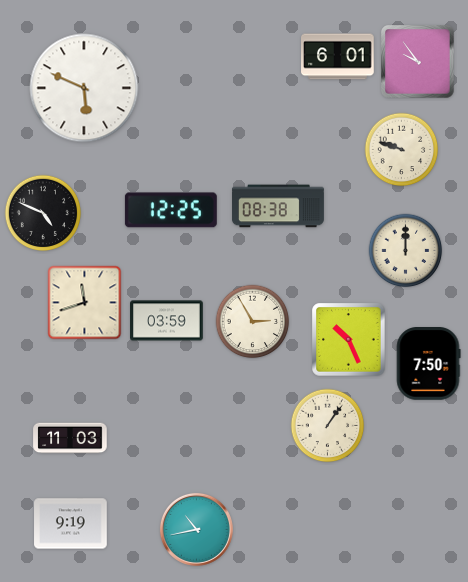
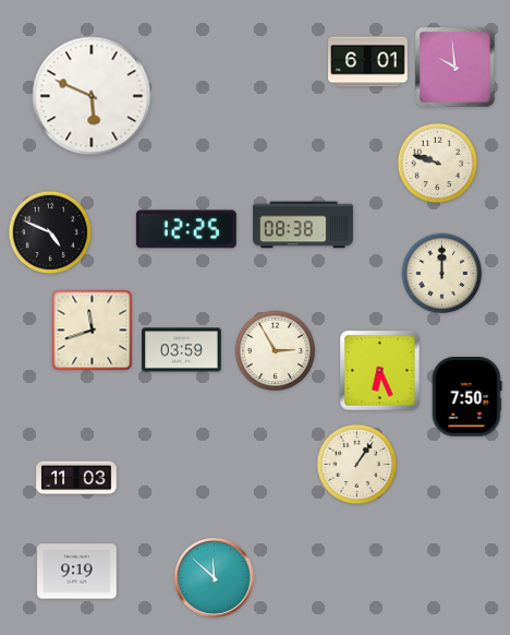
clock at (418, 62): 9:54 -> 9:59
clock at (43, 213) position: (43, 213) -> (50, 232)
clock at (349, 340): 10:26 -> 6:26
clock at (196, 529): 10:43 -> 11:52
